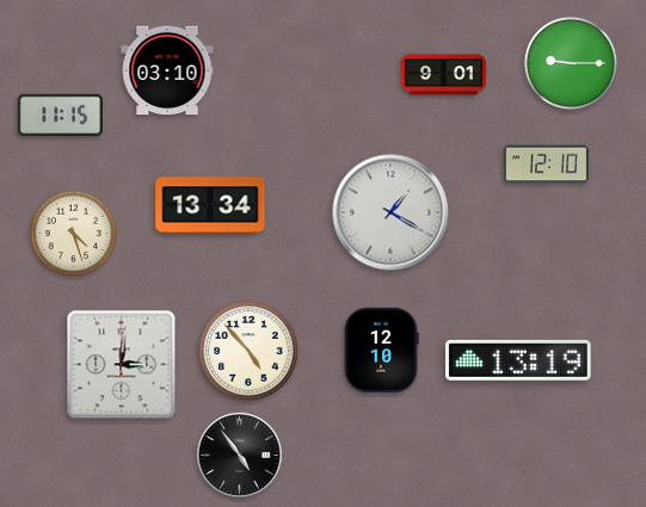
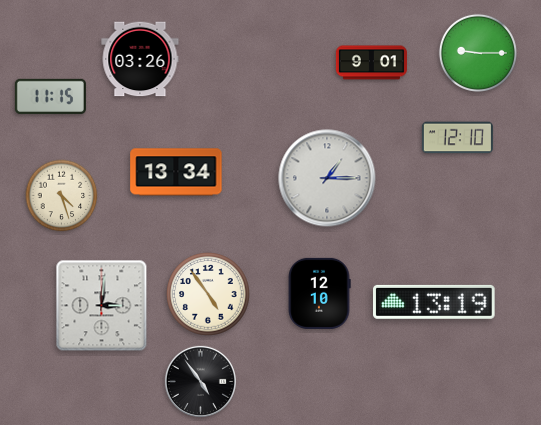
clock at (167, 70): 03:10 -> 03:26
clock at (390, 212): 1:20 -> 1:15
clock at (248, 351): 4:53 -> 4:54
